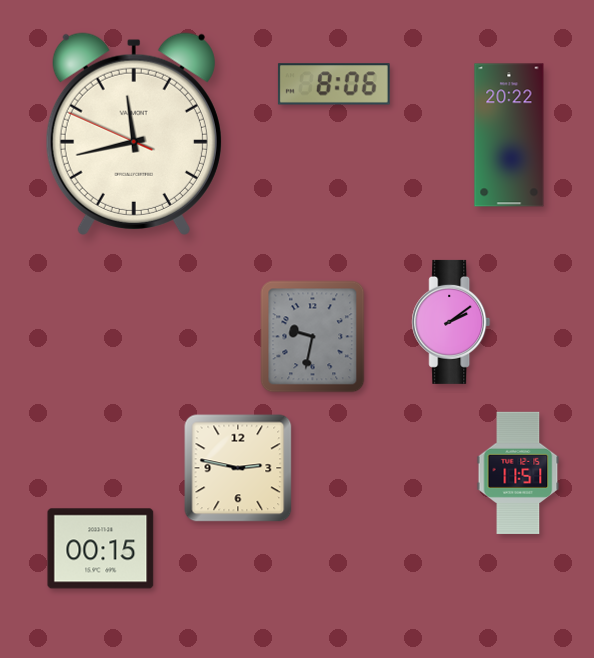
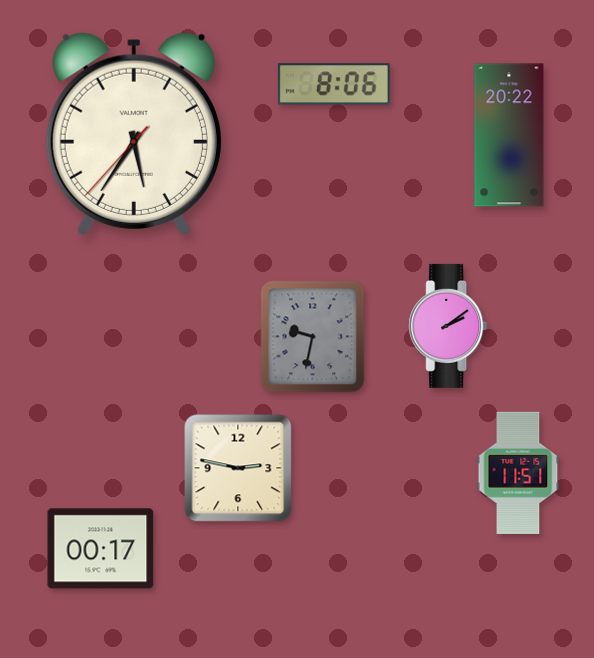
clock at (134, 134): 11:42 -> 5:35
clock at (451, 322) position: (451, 322) -> (448, 326)
clock at (101, 549): 00:15 -> 00:17
